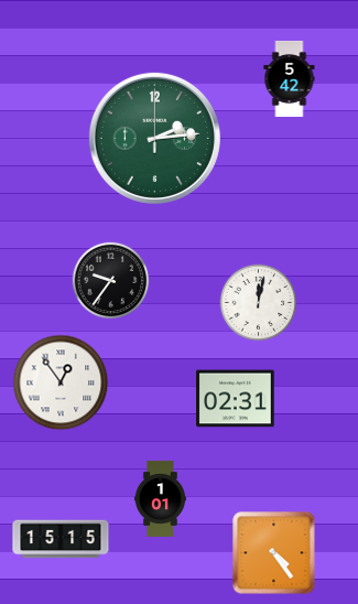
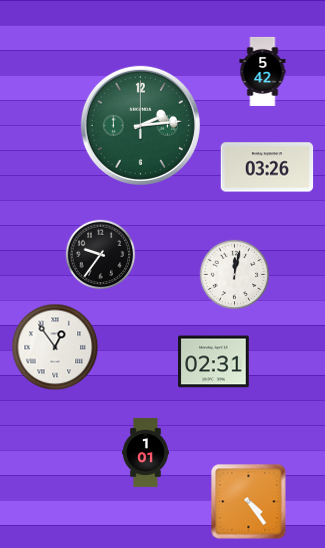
clock at (267, 167): none -> 03:26
clock at (61, 539): 15:15 -> none
